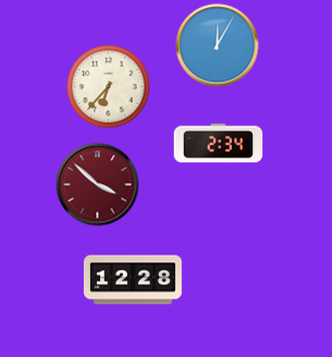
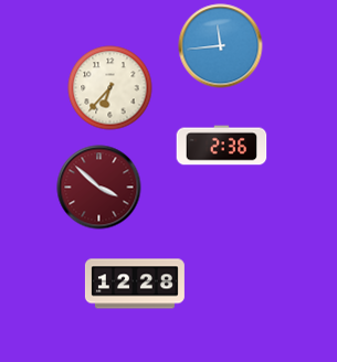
clock at (218, 46): 12:05 -> 11:44
clock at (219, 144): 2:34 -> 2:36
